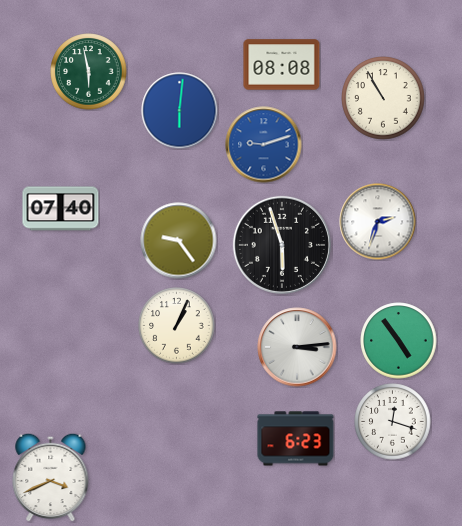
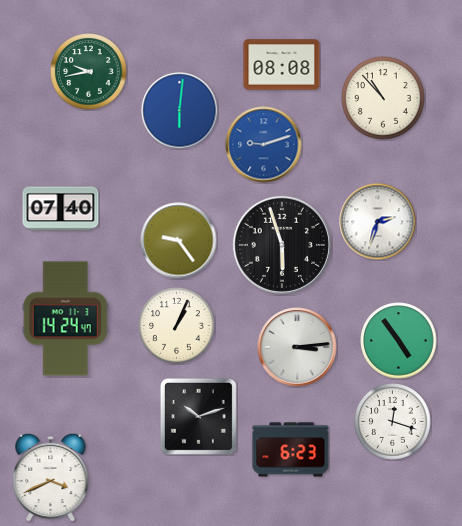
clock at (89, 72): 5:58 -> 9:43
clock at (383, 98): 10:55 -> 10:53
clock at (65, 319): none -> 14:24
clock at (198, 416): none -> 10:12
clock at (296, 439) position: (296, 439) -> (291, 450)
